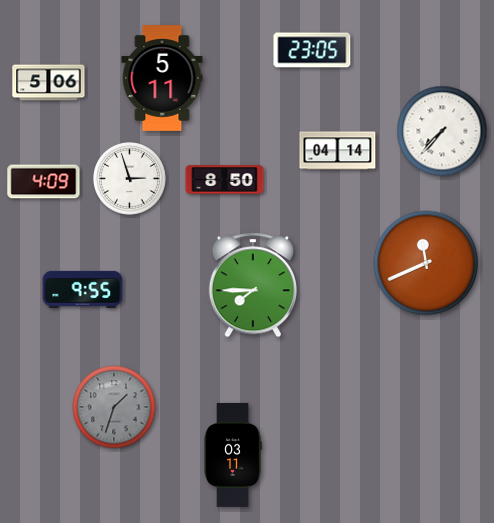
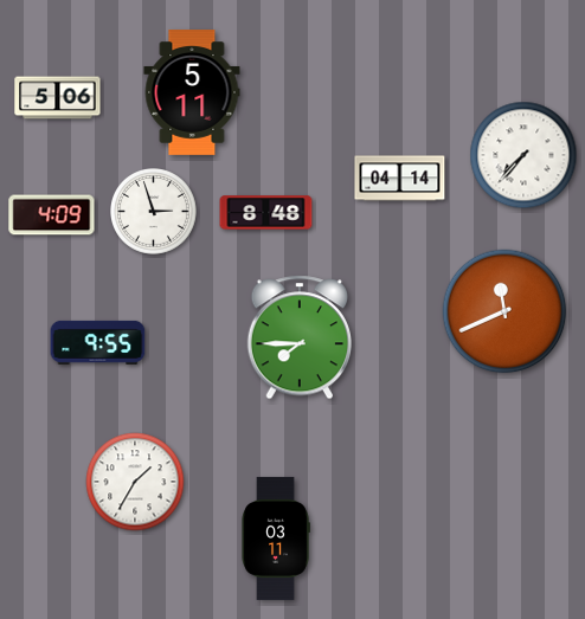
clock at (312, 50): 23:05 -> none
clock at (225, 180): 8:50 -> 8:48
clock at (114, 407): 1:33 -> 1:35
clock at (114, 407) dial: grey -> white
